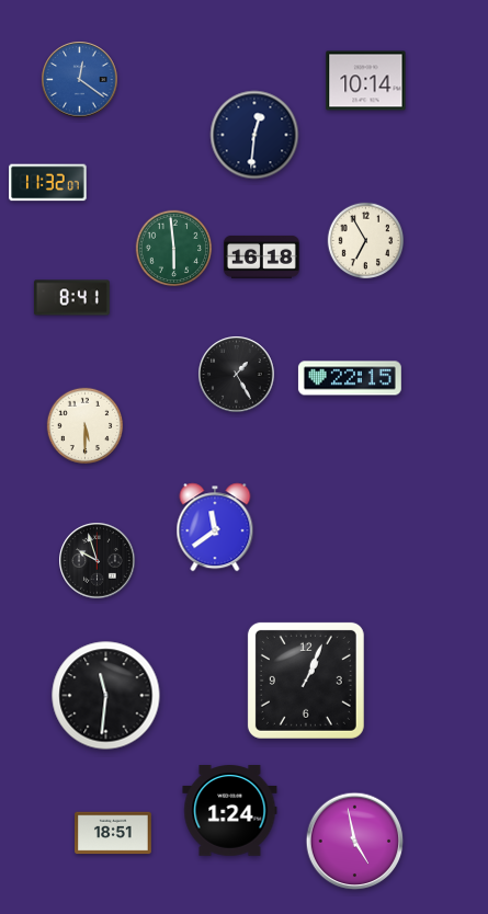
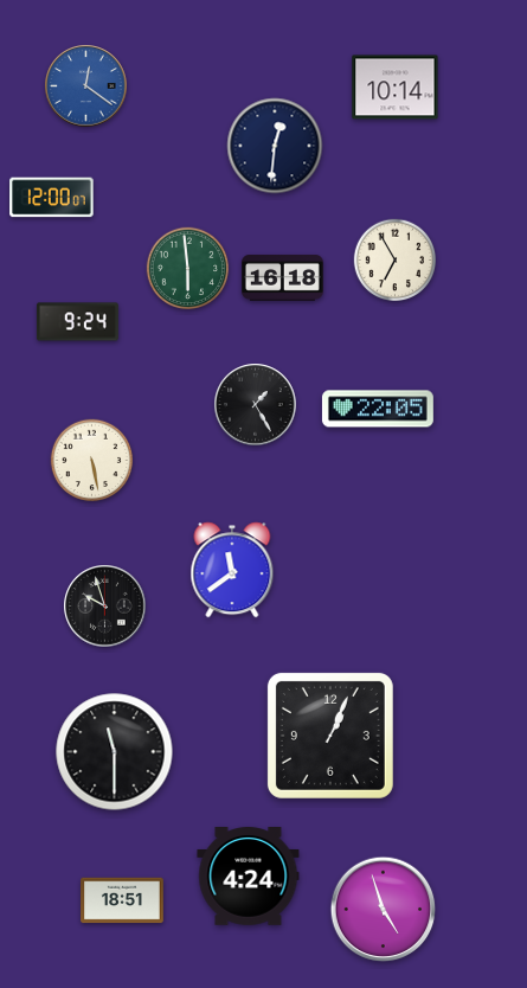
clock at (48, 183): 11:32 -> 12:00
clock at (71, 298): 8:41 -> 9:24
clock at (350, 378): 22:15 -> 22:05
clock at (86, 426): 5:30 -> 5:28
clock at (106, 696): 11:31 -> 11:30
clock at (230, 811): 1:24 -> 4:24
clock at (355, 842): 4:58 -> 4:57
